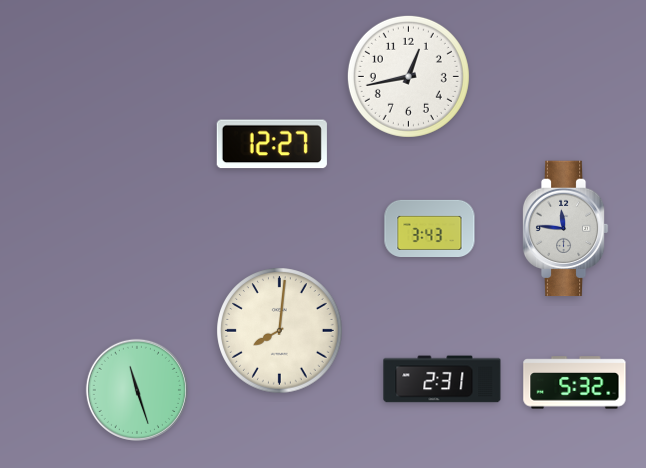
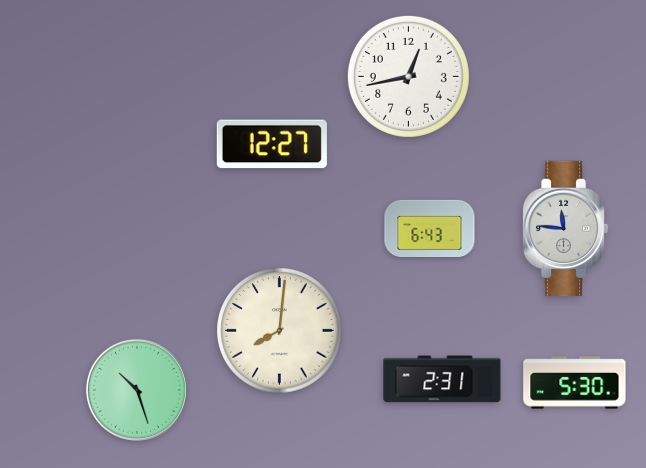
clock at (430, 228): 3:43 -> 6:43
clock at (575, 383): 5:32 -> 5:30
clock at (137, 390): 11:27 -> 10:27
